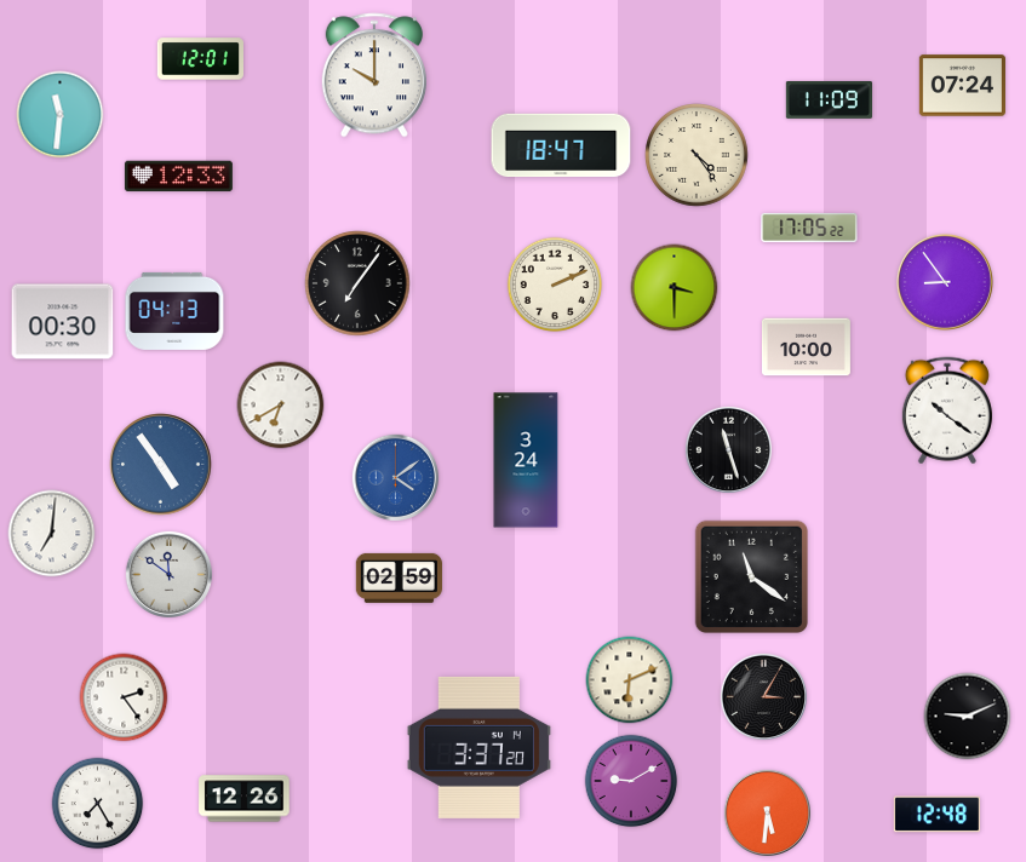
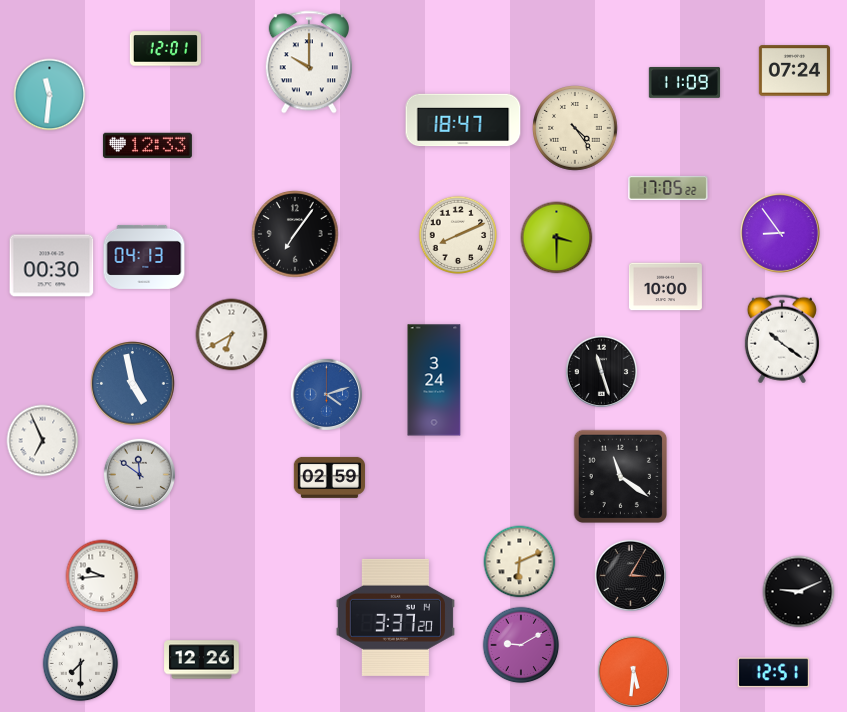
clock at (555, 285): 2:11 -> 8:11
clock at (161, 465): 4:54 -> 4:58
clock at (395, 477): 4:09 -> 4:12
clock at (52, 534): 7:01 -> 6:56
clock at (124, 697): 2:24 -> 9:44
clock at (98, 804): 7:25 -> 7:30
clock at (936, 815): 12:48 -> 12:51
